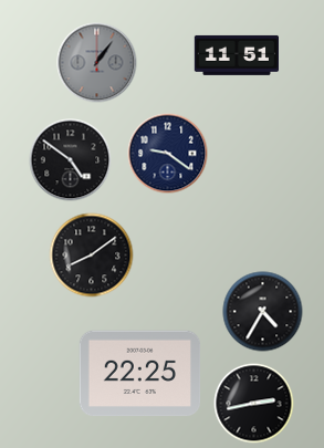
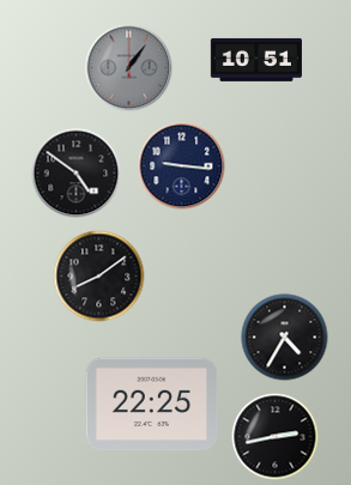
clock at (236, 55): 11:51 -> 10:51
clock at (97, 63) position: (97, 63) -> (129, 68)
clock at (168, 154): 9:21 -> 9:16
